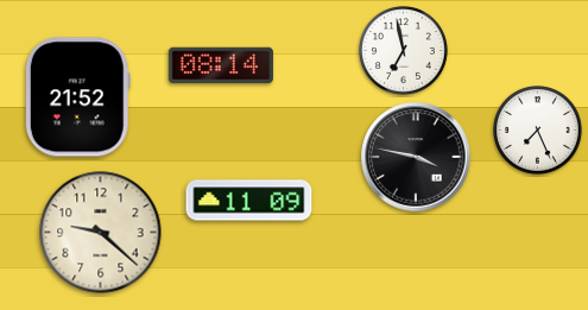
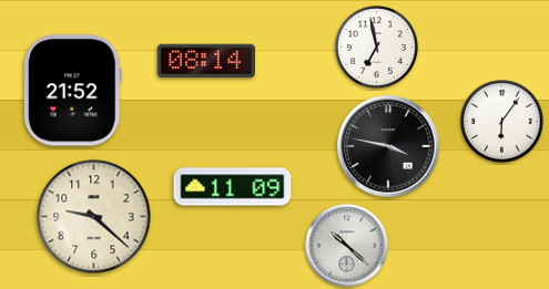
clock at (538, 131): 7:26 -> 6:06
clock at (347, 246): none -> 10:22
